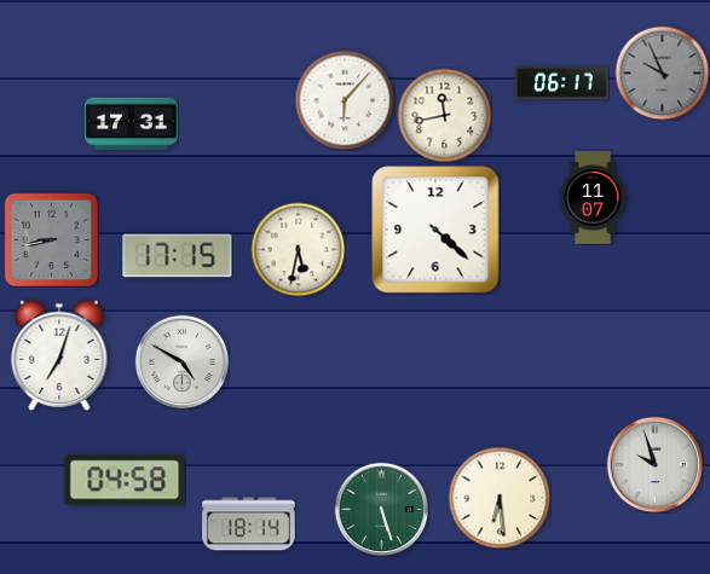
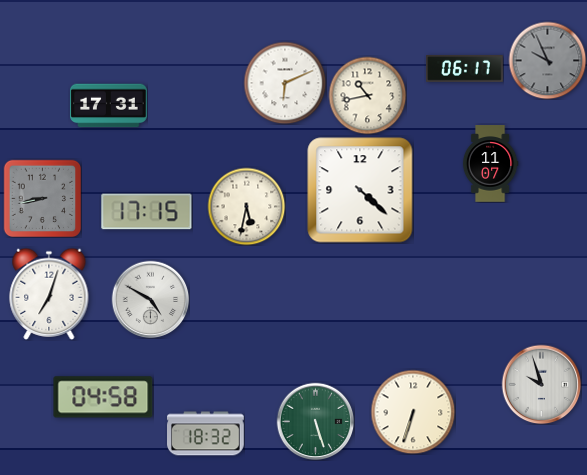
clock at (345, 100): 6:07 -> 6:11
clock at (444, 115): 11:43 -> 10:43
clock at (132, 124) position: (132, 124) -> (109, 106)
clock at (500, 498): 6:29 -> 6:33
clock at (249, 524): 18:14 -> 18:32
